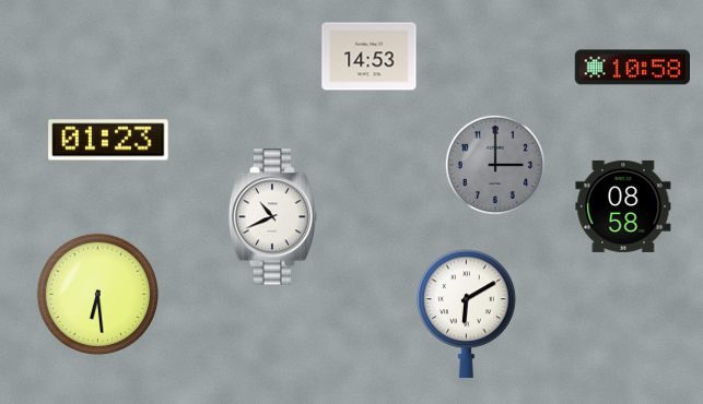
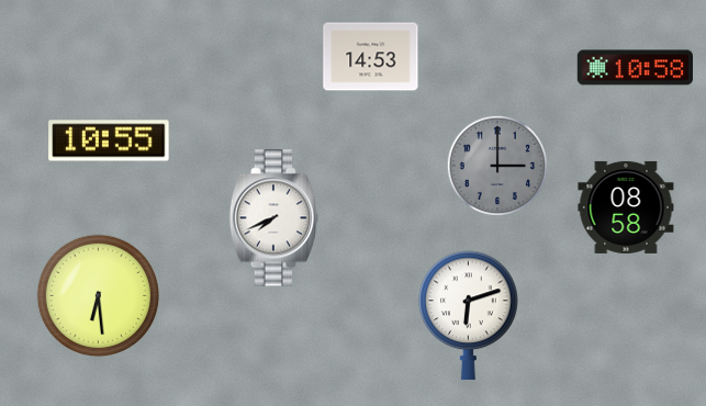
clock at (108, 140): 01:23 -> 10:55
clock at (272, 217): 10:41 -> 7:41
clock at (467, 313): 6:10 -> 6:12
